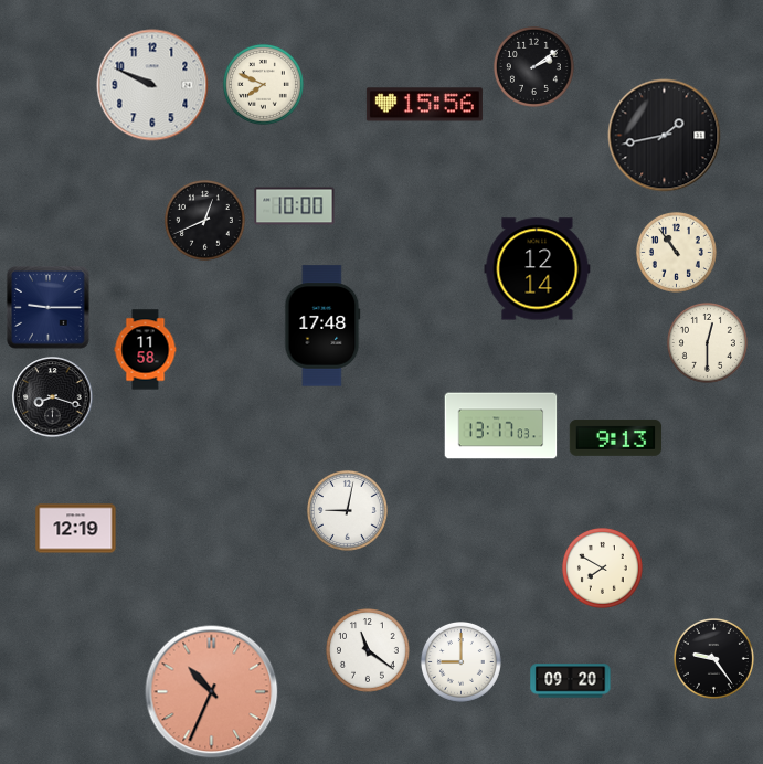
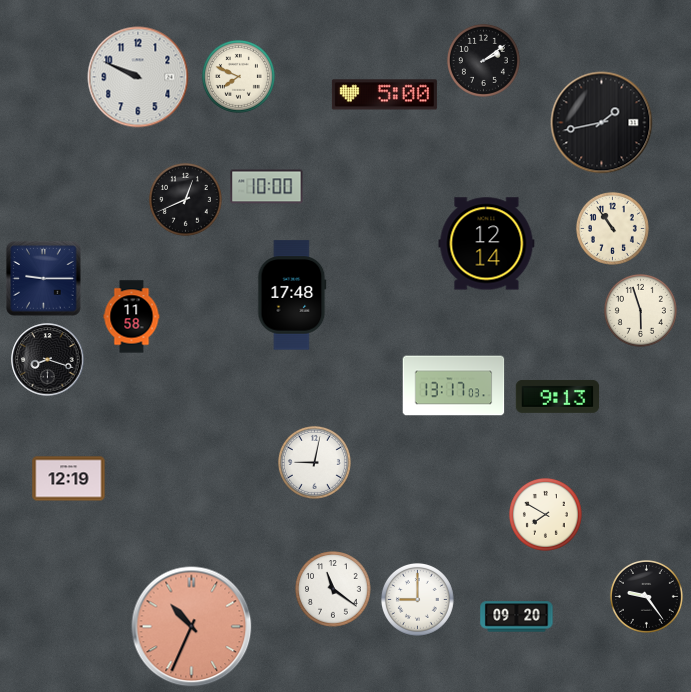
clock at (424, 105): 15:56 -> 5:00
clock at (707, 342): 12:30 -> 5:57
